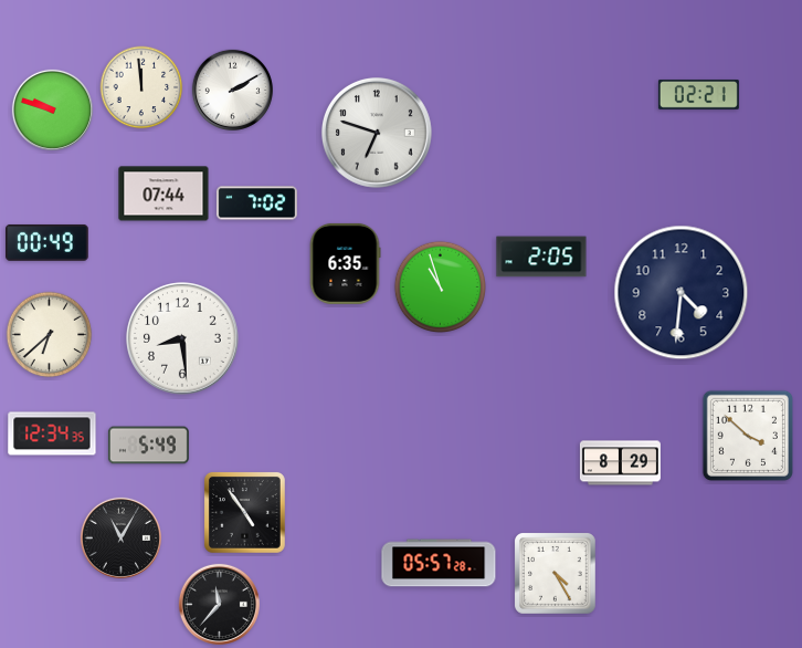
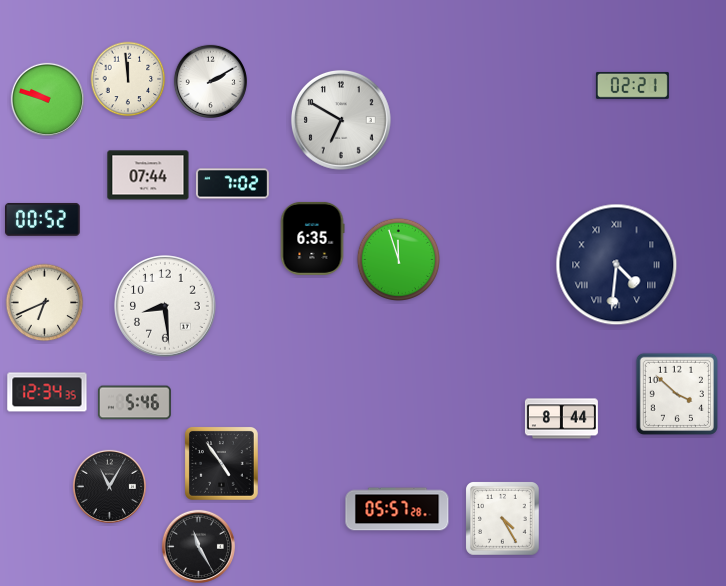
clock at (377, 133): 6:48 -> 6:50
clock at (48, 242): 00:49 -> 00:52
clock at (541, 257): 2:05 -> none
clock at (440, 286): 10:57 -> 11:57
clock at (682, 293) numerals: Arabic -> Roman
clock at (50, 335): 6:38 -> 6:41
clock at (148, 446): 5:49 -> 5:46
clock at (620, 463): 8:29 -> 8:44
clock at (219, 604): 11:37 -> 11:25
